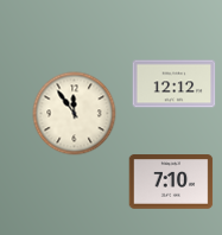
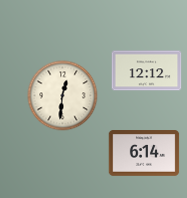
clock at (75, 114): 11:54 -> 12:31
clock at (171, 182): 7:10 -> 6:14
